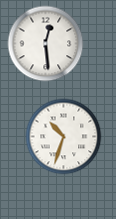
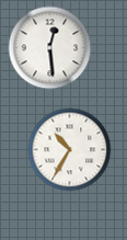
clock at (64, 137): 10:33 -> 10:35
